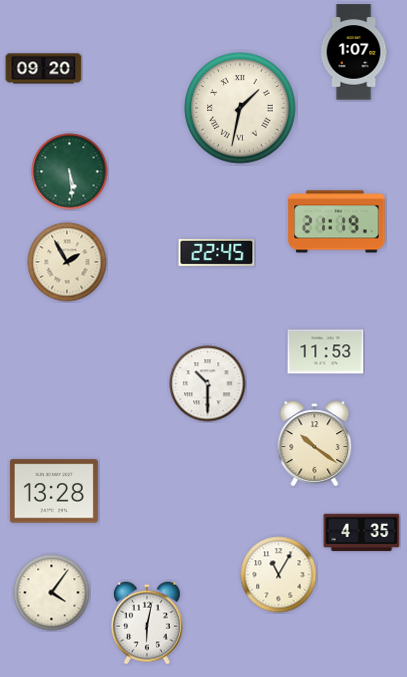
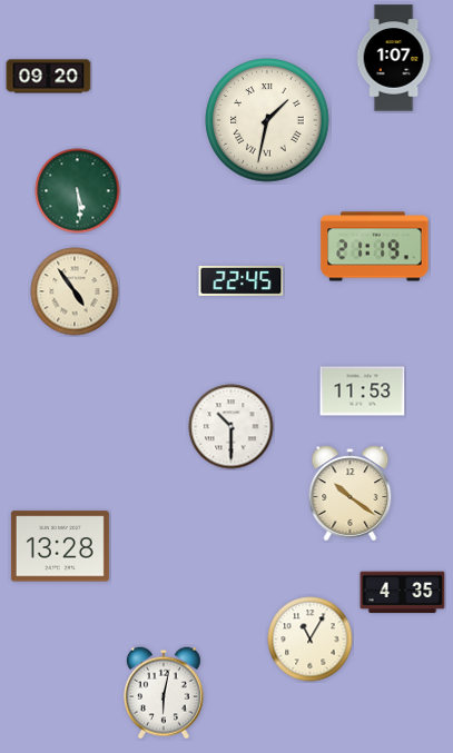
clock at (67, 262): 1:55 -> 4:54
clock at (52, 593): 4:06 -> none
